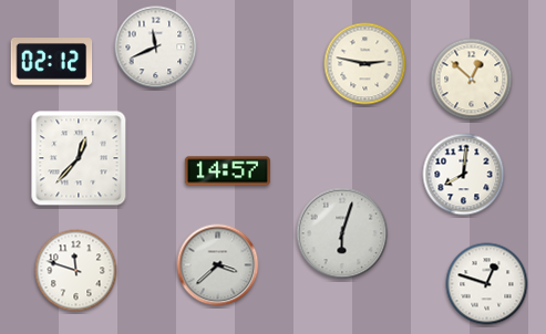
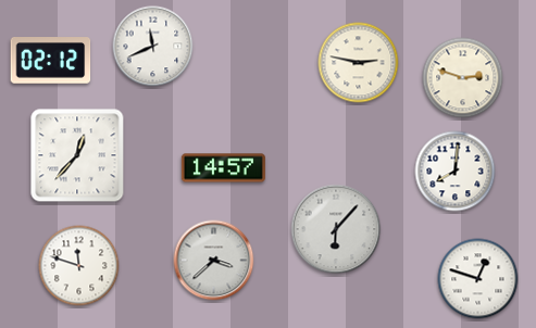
clock at (472, 80): 12:52 -> 2:48
clock at (342, 233): 6:03 -> 6:07
clock at (76, 271) position: (76, 271) -> (79, 266)
